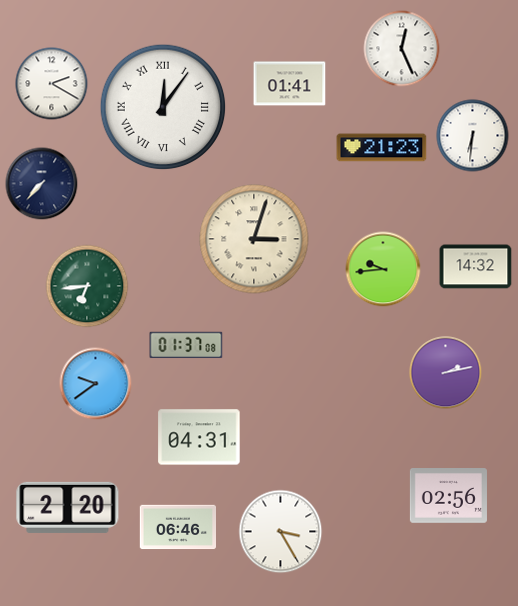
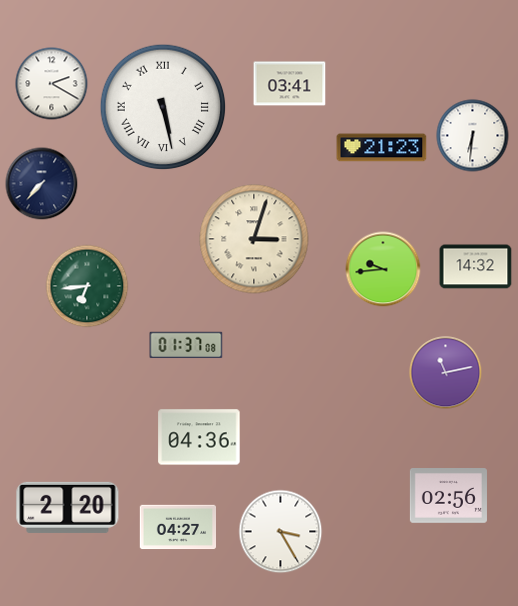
clock at (402, 49): 12:26 -> none
clock at (290, 84): 01:41 -> 03:41
clock at (163, 107): 12:06 -> 5:28
clock at (446, 373): 2:13 -> 11:13
clock at (96, 384): 9:39 -> none
clock at (199, 437): 04:31 -> 04:36
clock at (177, 527): 06:46 -> 04:27
